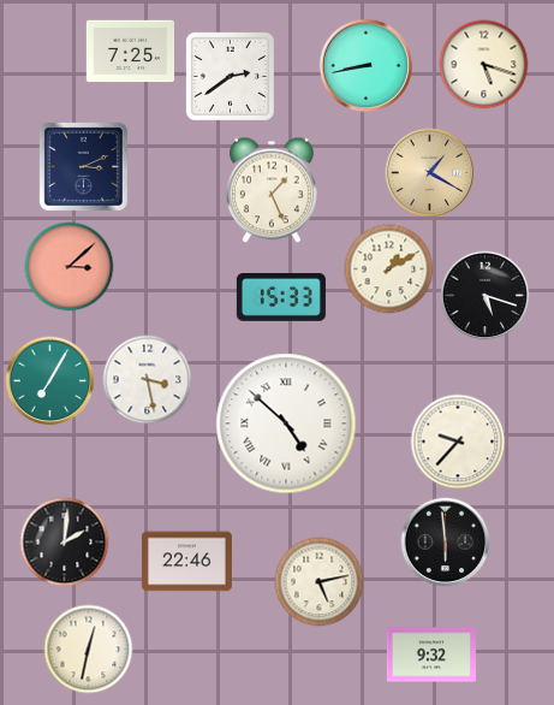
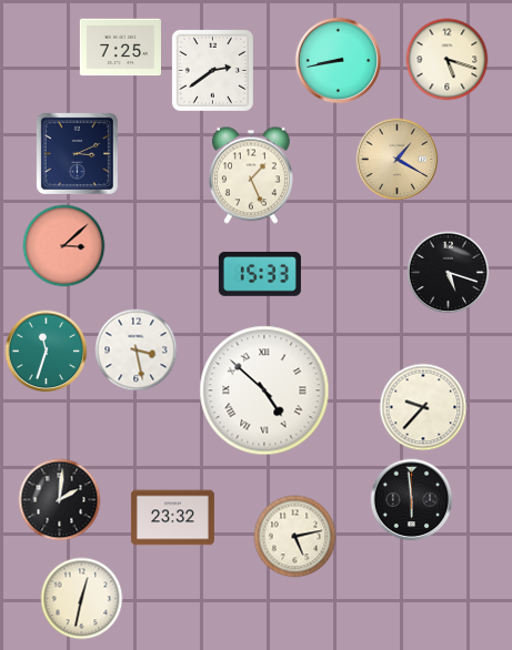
clock at (389, 269): 1:10 -> none
clock at (50, 381): 7:05 -> 11:33
clock at (186, 562): 22:46 -> 23:32
clock at (431, 654): 9:32 -> none
